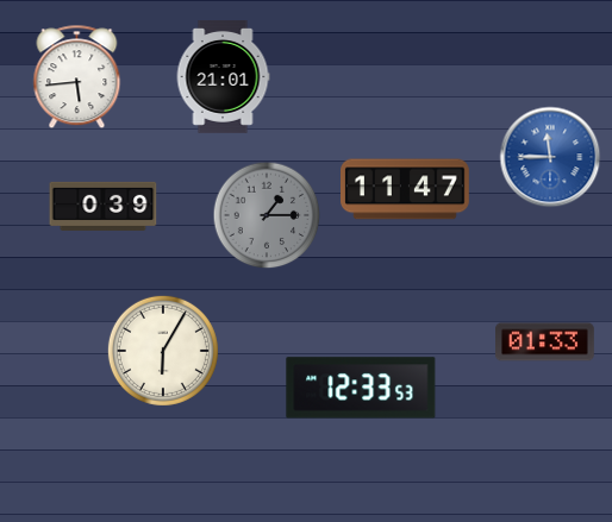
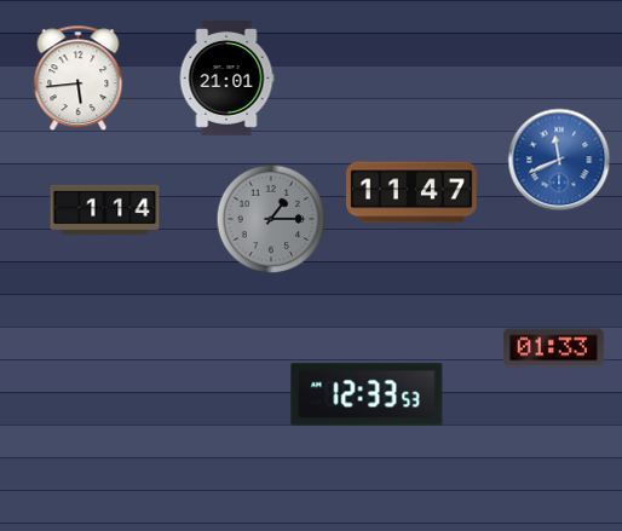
clock at (550, 157): 11:45 -> 11:41
clock at (104, 206): 0:39 -> 1:14
clock at (163, 351): 6:05 -> none
